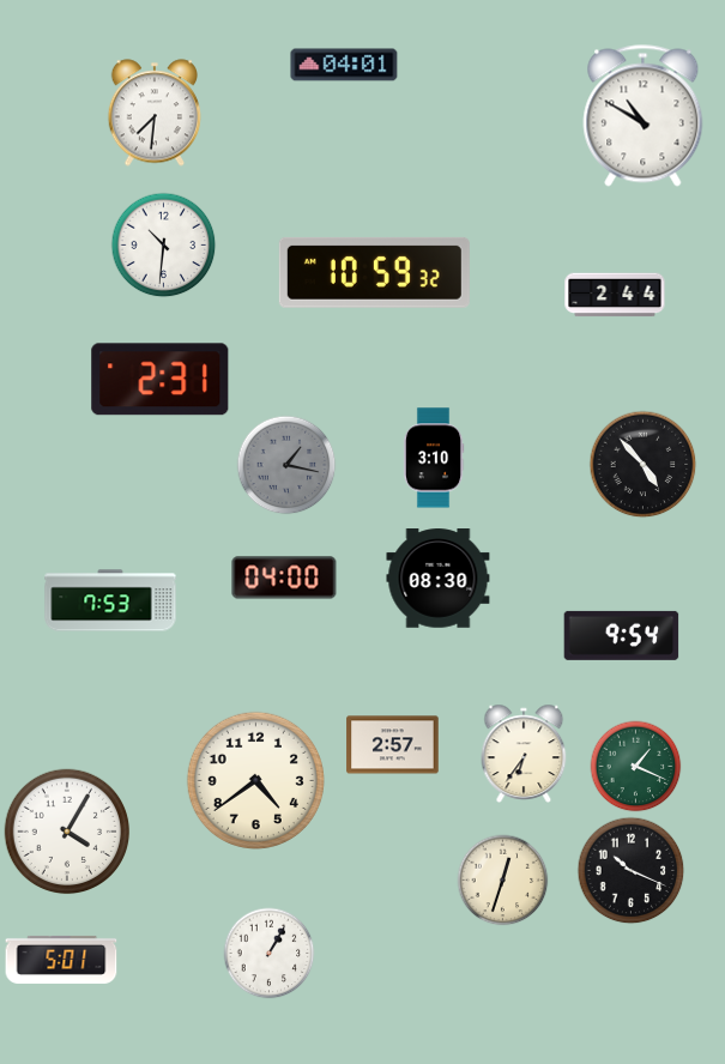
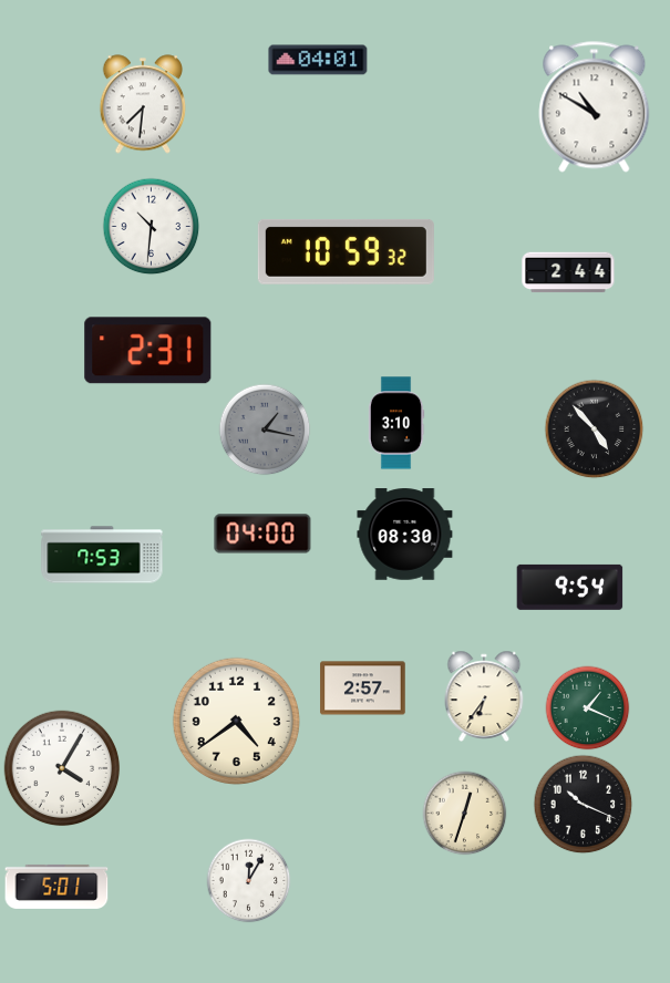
clock at (434, 458) position: (434, 458) -> (396, 423)
clock at (622, 635) position: (622, 635) -> (570, 587)
clock at (270, 954): 1:05 -> 12:05
